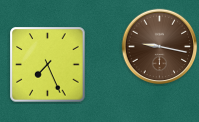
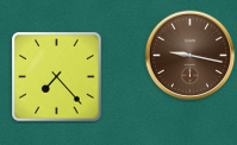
clock at (48, 65): 7:26 -> 7:23
